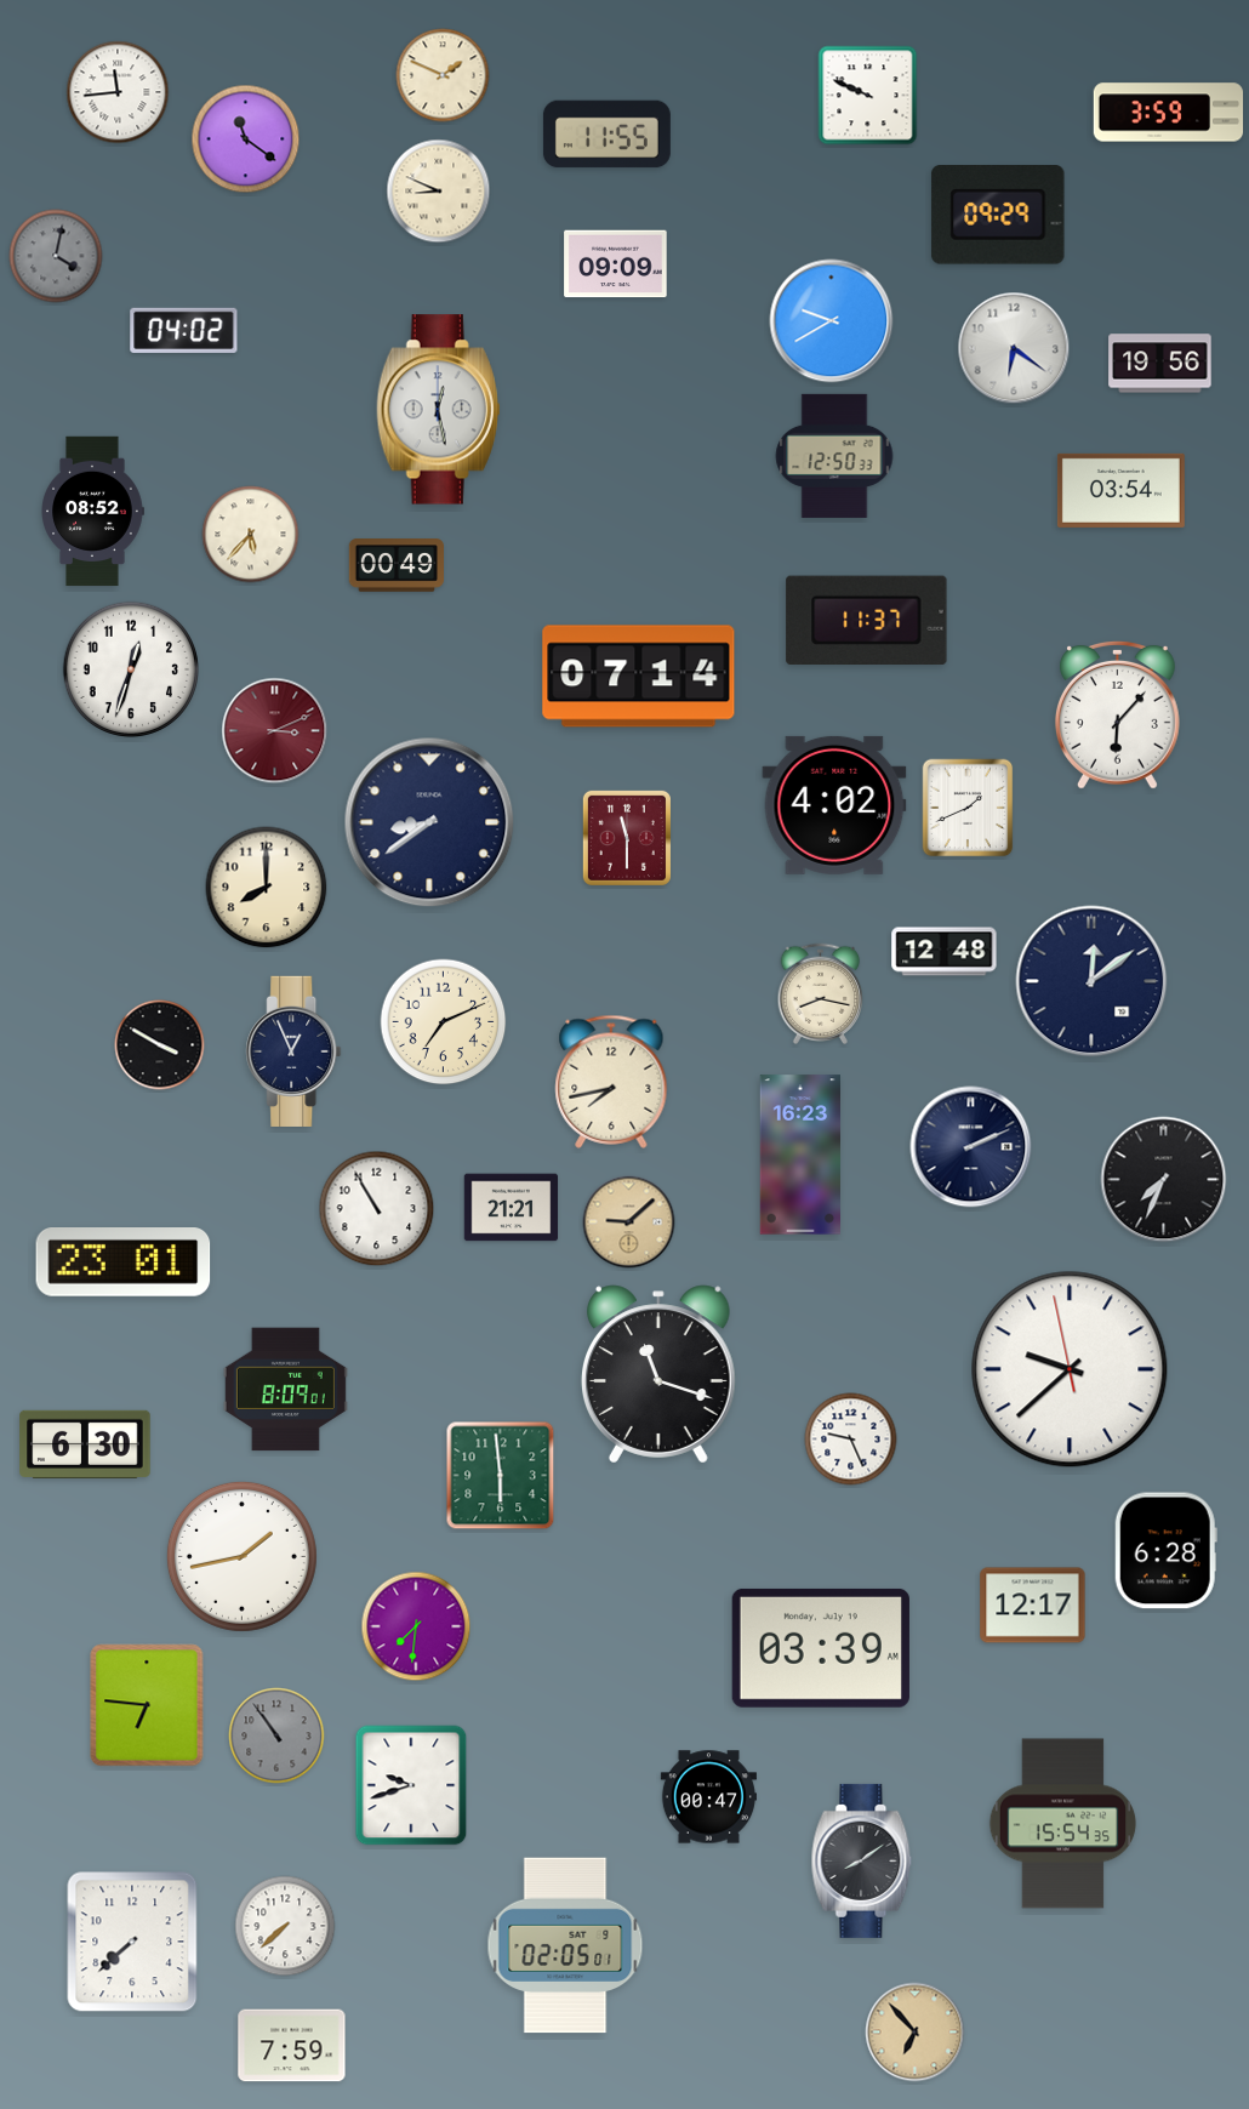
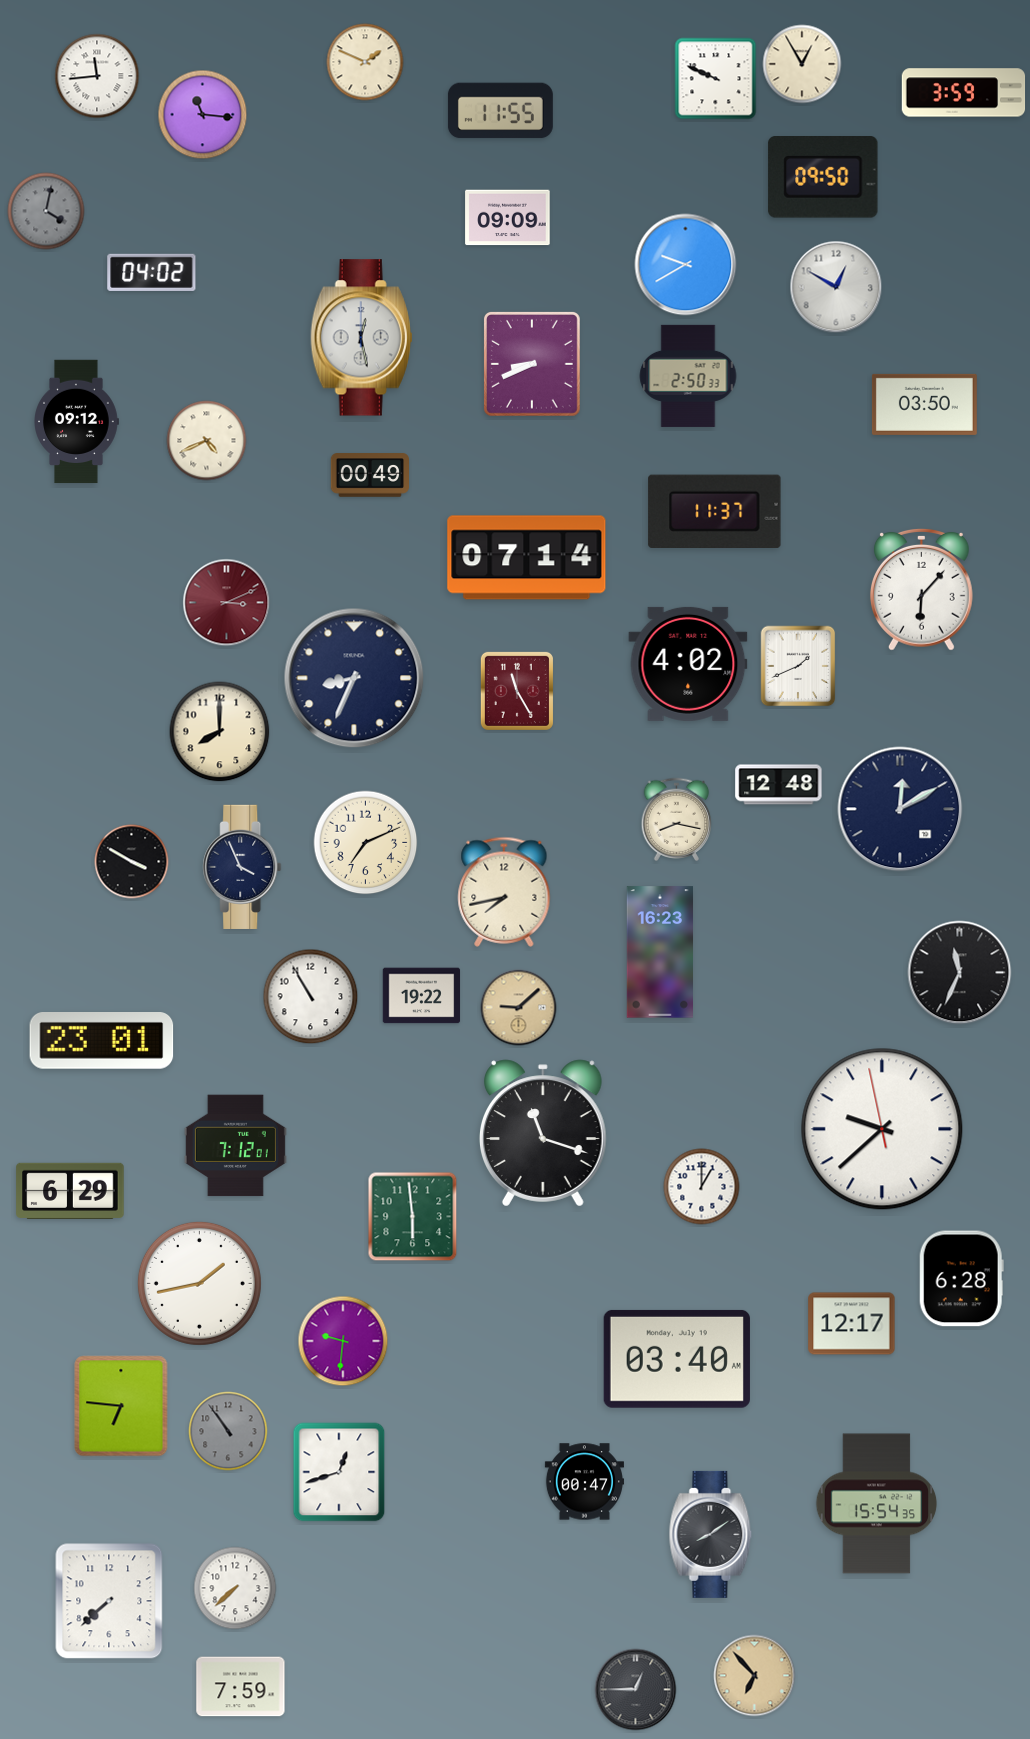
clock at (802, 64): none -> 12:55
clock at (246, 139): 11:21 -> 11:16
clock at (439, 192): 8:49 -> none
clock at (998, 216): 09:29 -> 09:50
clock at (1014, 348): 6:21 -> 12:50
clock at (1160, 364): 19:56 -> none
clock at (532, 365): none -> 8:41
clock at (834, 456): 12:50 -> 2:50
clock at (1120, 490): 03:54 -> 03:50
clock at (92, 512): 08:52 -> 09:12
clock at (251, 535): 5:37 -> 4:41
clock at (395, 565) position: (395, 565) -> (369, 475)
clock at (130, 668): 12:33 -> none
clock at (429, 822): 8:39 -> 8:34
clock at (627, 838): 11:30 -> 11:25
clock at (1091, 981): 12:09 -> 12:10
clock at (293, 1051): 12:56 -> 3:56
clock at (971, 1147): 2:11 -> none
clock at (1164, 1180): 7:34 -> 11:34
clock at (512, 1208): 21:21 -> 19:22
clock at (285, 1390): 8:09 -> 7:12
clock at (851, 1440): 9:26 -> 1:00
clock at (85, 1443): 6:30 -> 6:29
clock at (416, 1626): 7:31 -> 9:31
clock at (821, 1648): 03:39 -> 03:40
clock at (411, 1785): 9:42 -> 12:42
clock at (565, 1945): 02:05 -> none
clock at (636, 1690): none -> 12:45
